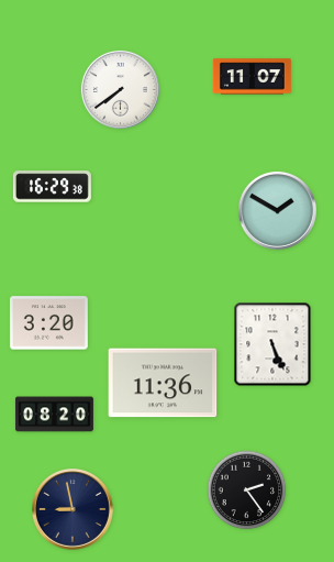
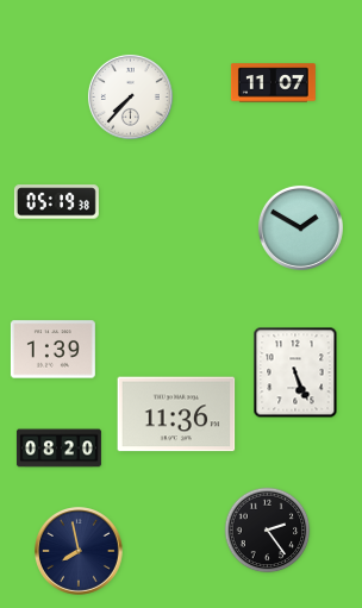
clock at (120, 89): 7:39 -> 7:37
clock at (52, 187): 16:29 -> 05:19
clock at (48, 323): 3:20 -> 1:39
clock at (74, 510): 8:58 -> 7:58
